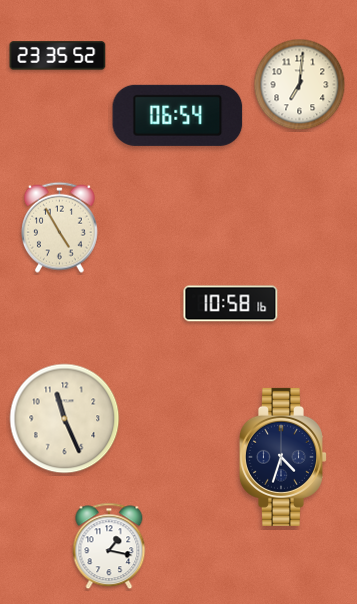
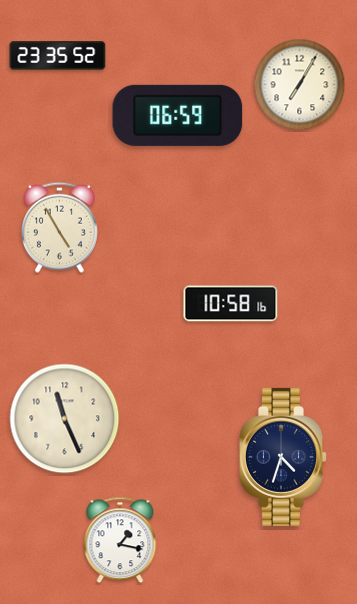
clock at (300, 85): 7:01 -> 7:05
clock at (178, 115): 06:54 -> 06:59
clock at (109, 546) position: (109, 546) -> (120, 540)
